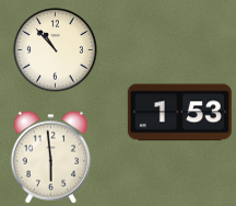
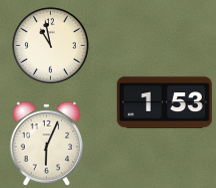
clock at (56, 50): 10:53 -> 10:58
clock at (51, 158): 5:59 -> 6:04
